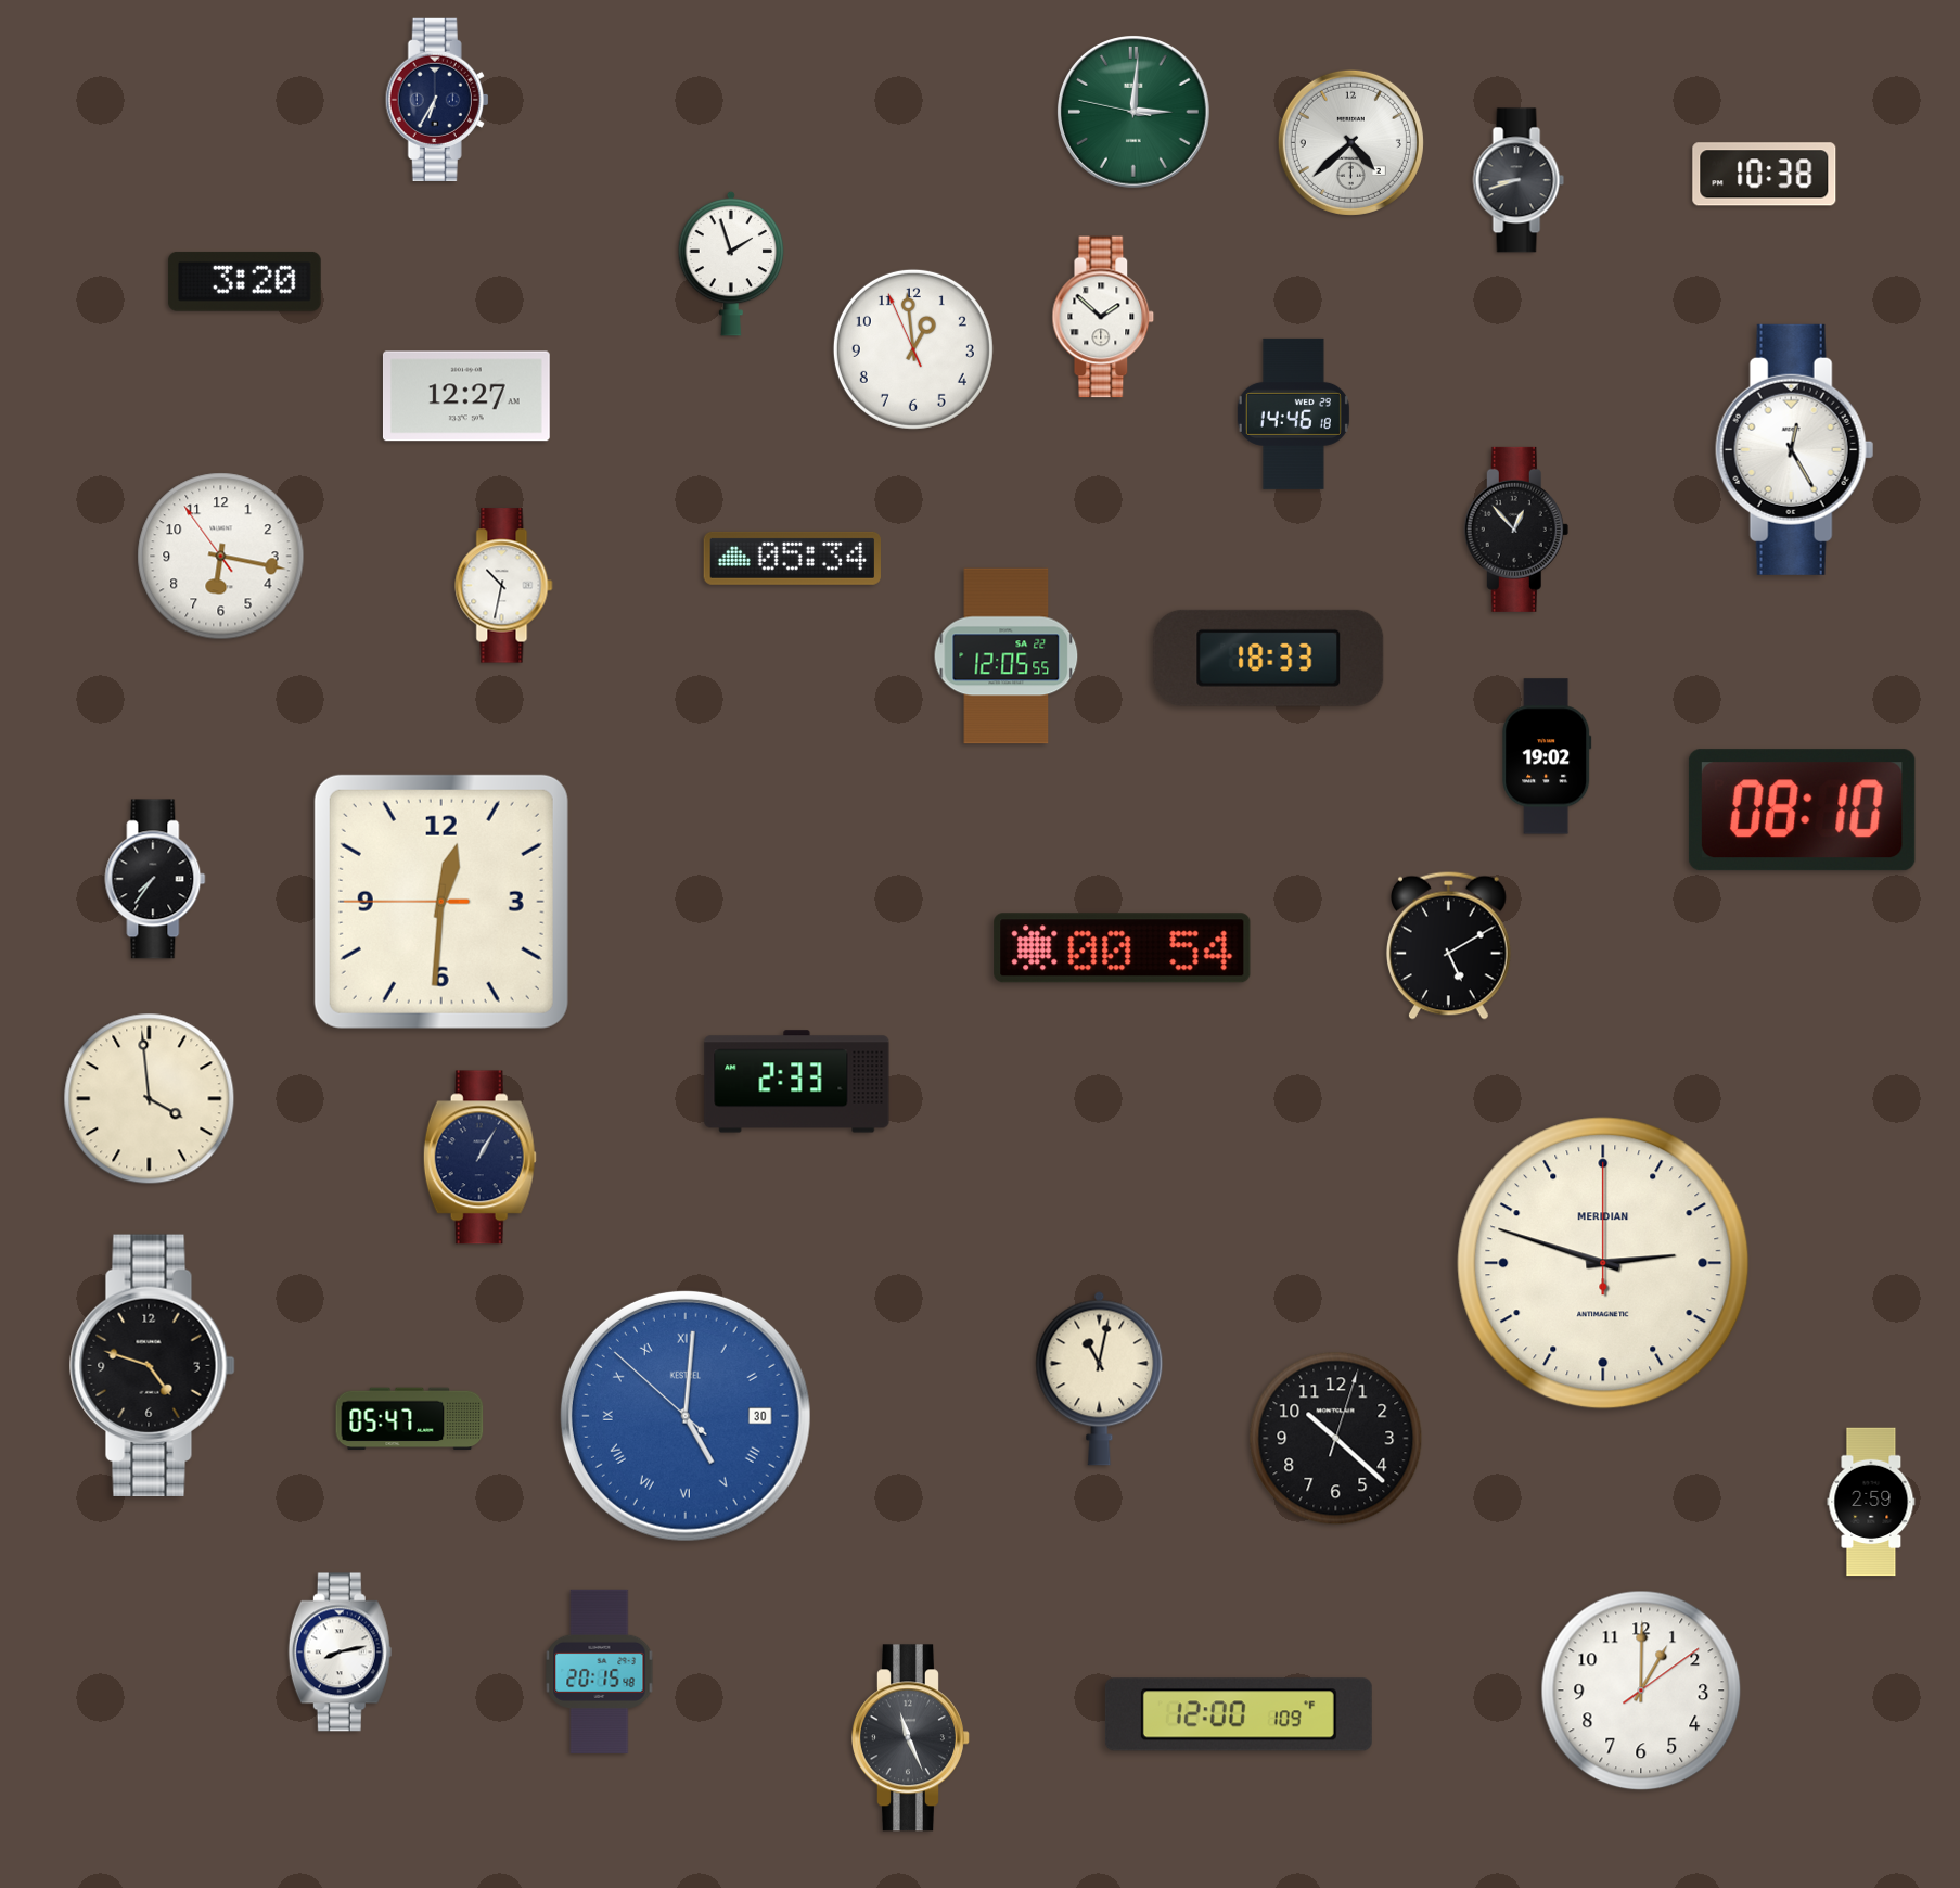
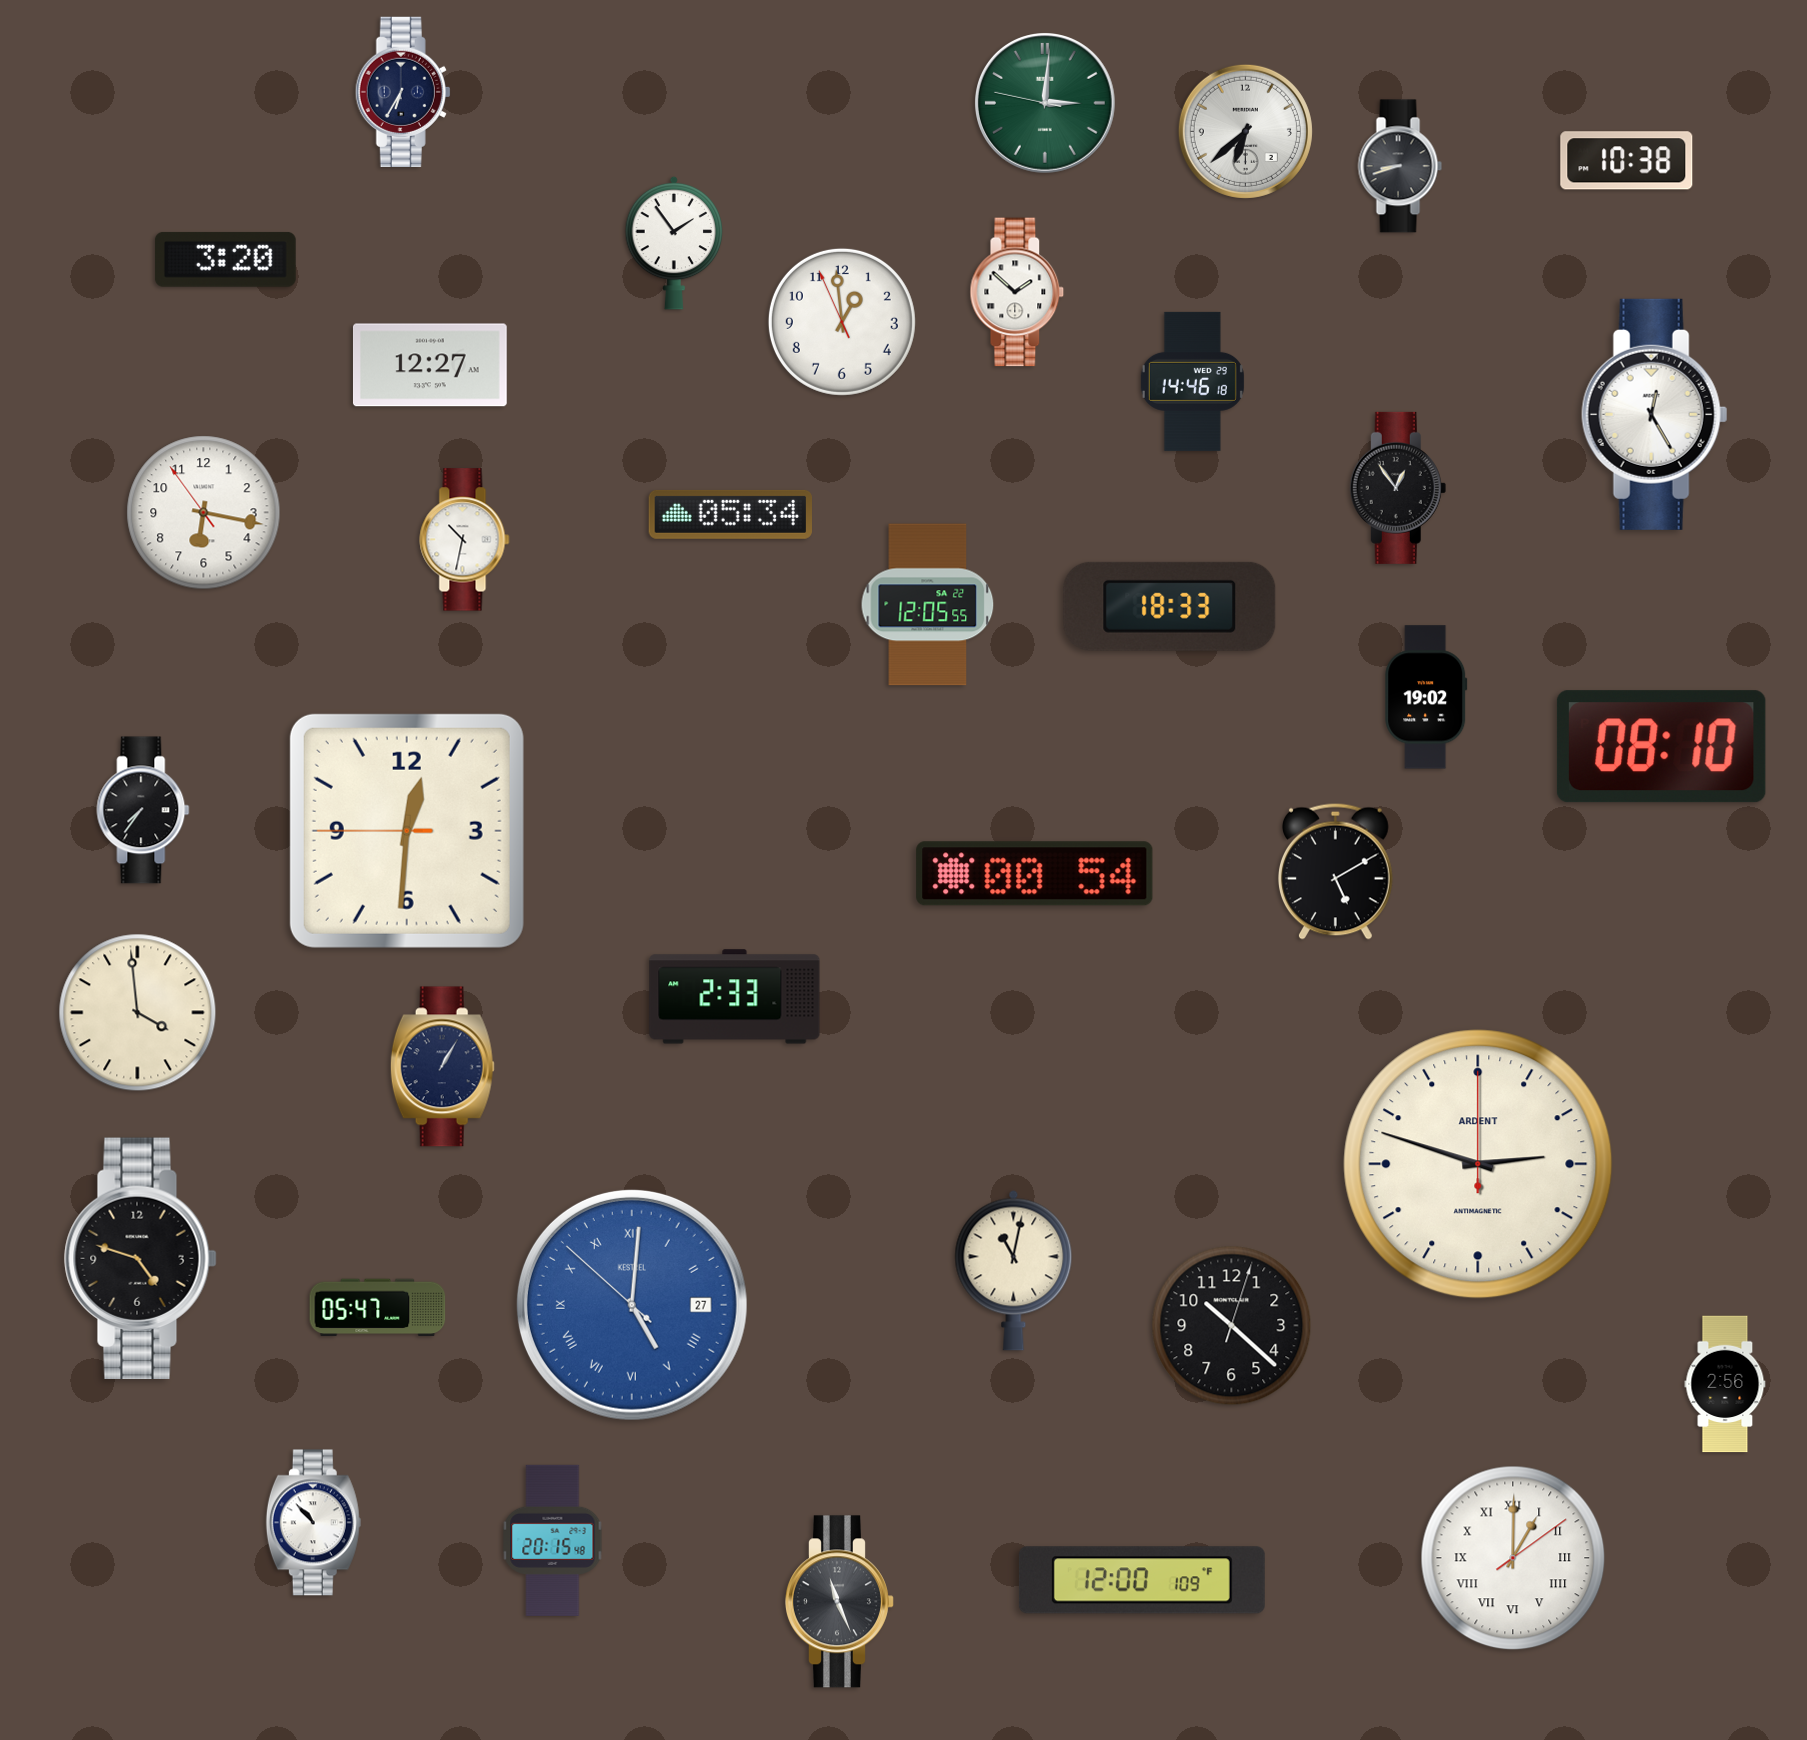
clock at (1350, 142): 4:38 -> 6:38
clock at (731, 264): 1:57 -> 1:54
clock at (1516, 530): 12:53 -> 12:54
clock at (1603, 1263) brand: MERIDIAN -> ARDENT
clock at (686, 1416) date: 30 -> 27
clock at (1871, 1502): 2:59 -> 2:56
clock at (340, 1653): 8:13 -> 10:53
clock at (1641, 1691) numerals: Arabic -> Roman
